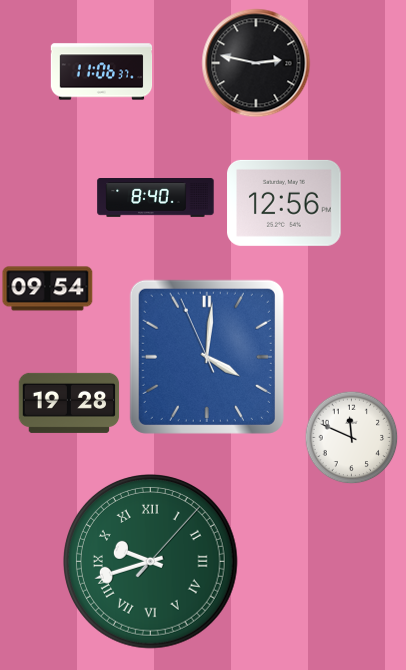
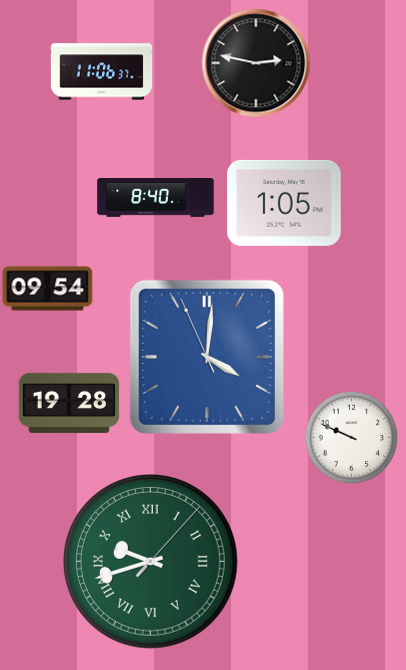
clock at (284, 203): 12:56 -> 1:05
clock at (351, 437): 11:49 -> 9:49
